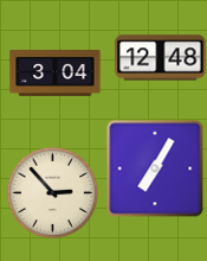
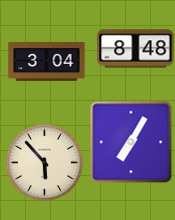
clock at (161, 58): 12:48 -> 8:48
clock at (52, 192): 2:53 -> 5:53
